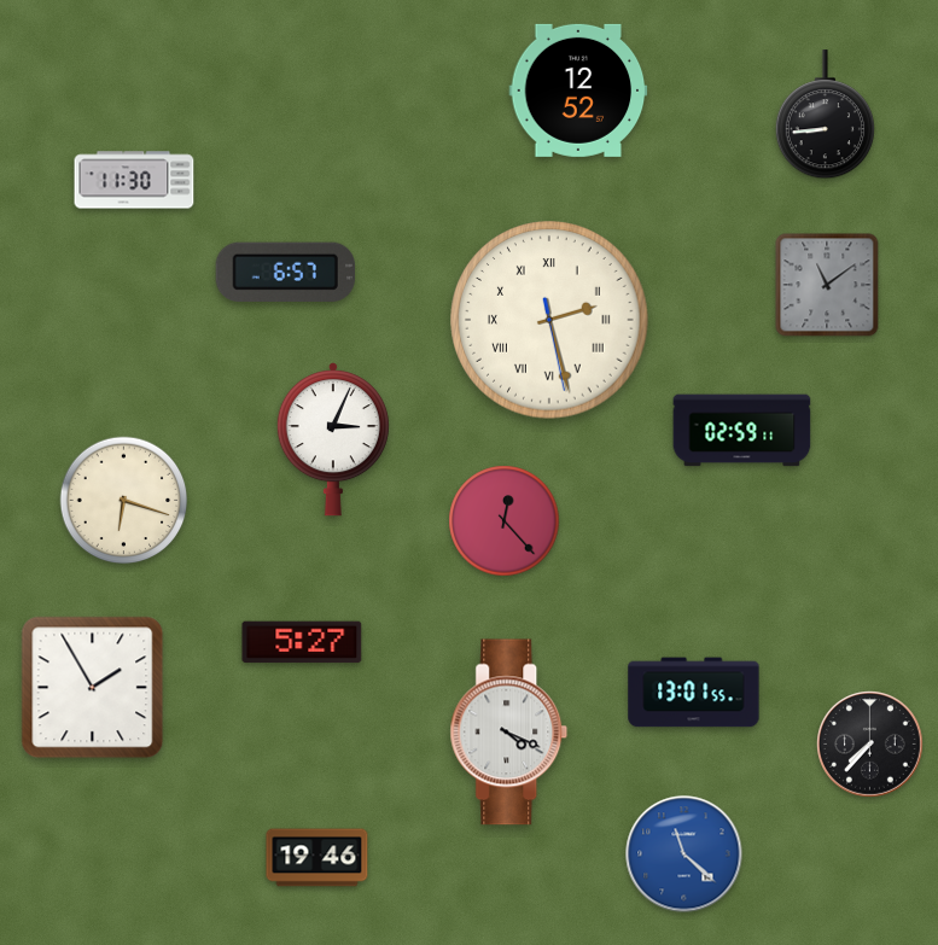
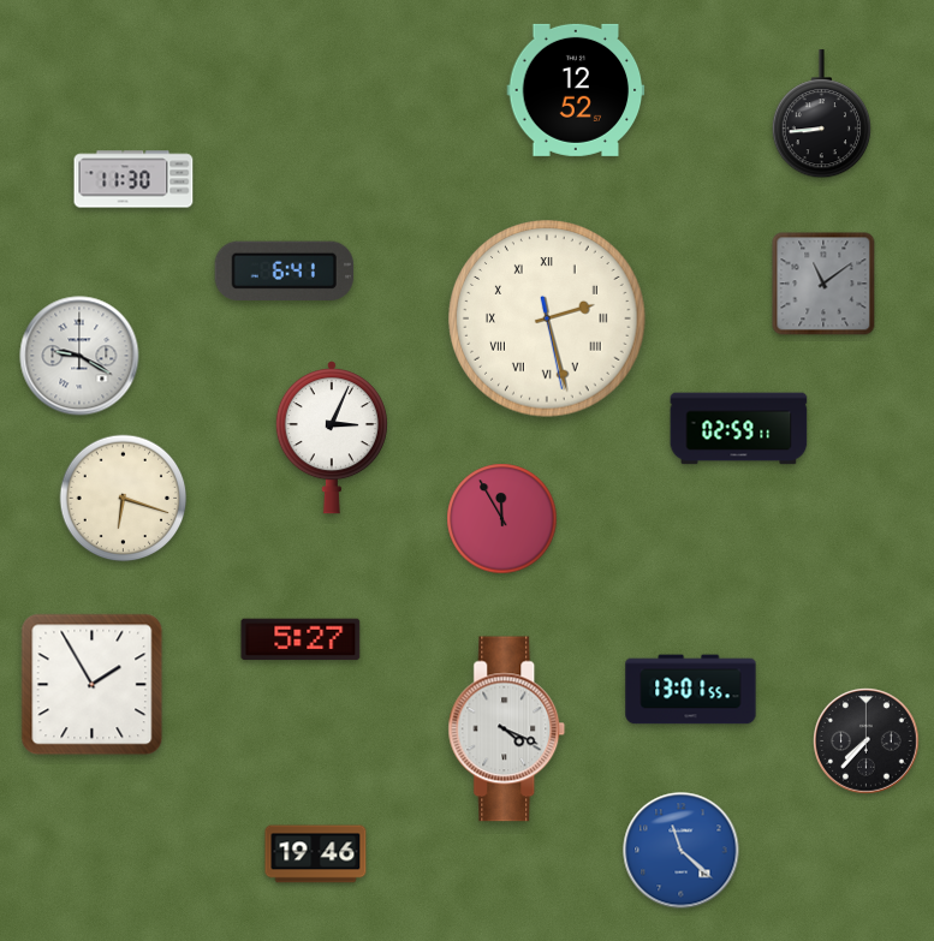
clock at (285, 272): 6:57 -> 6:41
clock at (79, 356): none -> 9:20
clock at (505, 521): 12:23 -> 11:55
